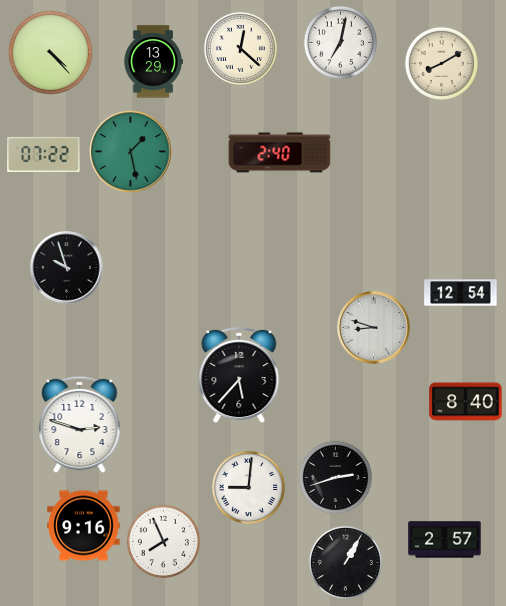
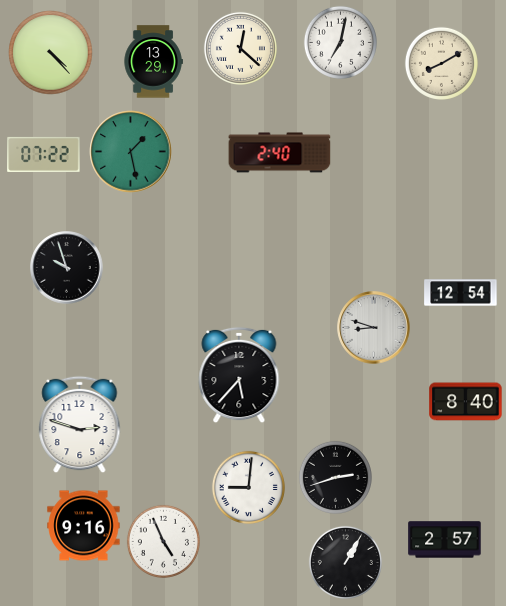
clock at (163, 541): 7:56 -> 4:56
